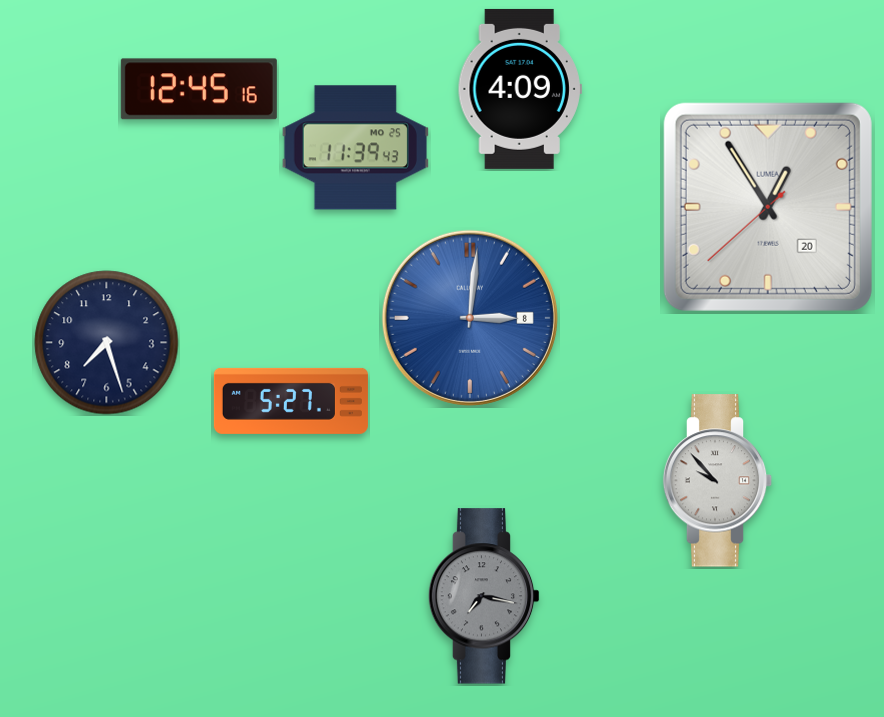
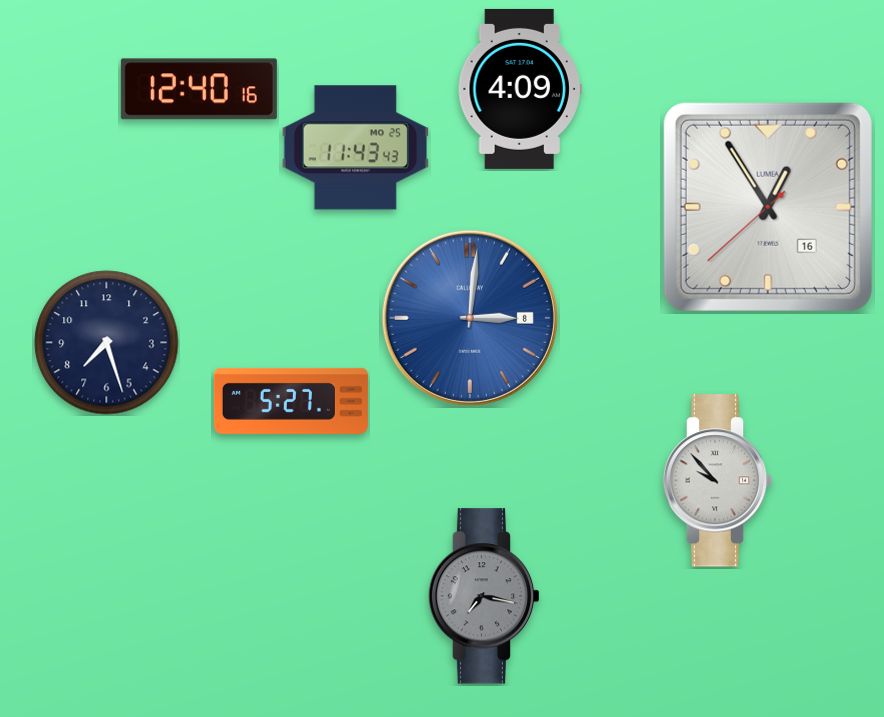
clock at (199, 89): 12:45 -> 12:40
clock at (355, 148): 11:39 -> 11:43
clock at (768, 207) date: 20 -> 16
